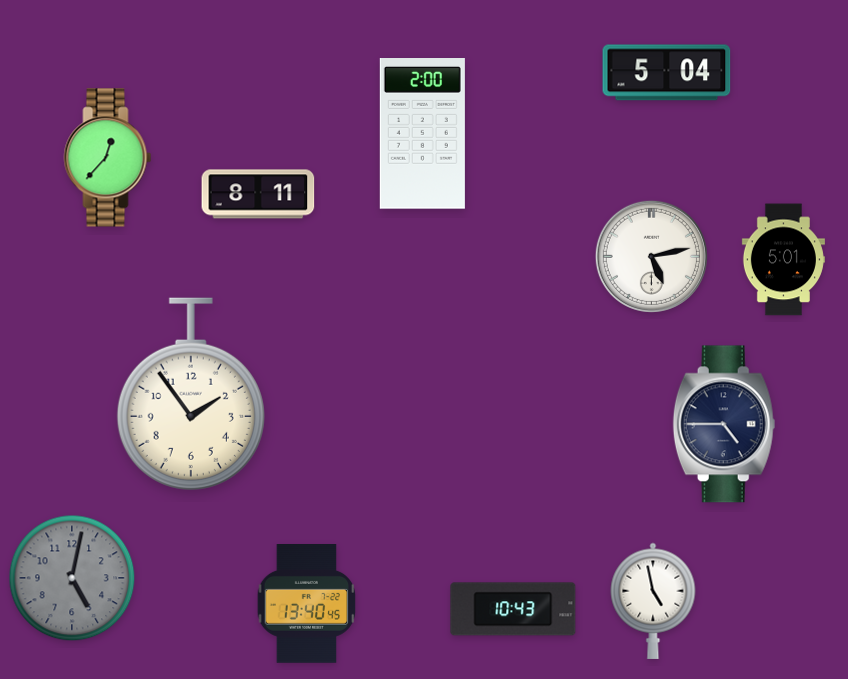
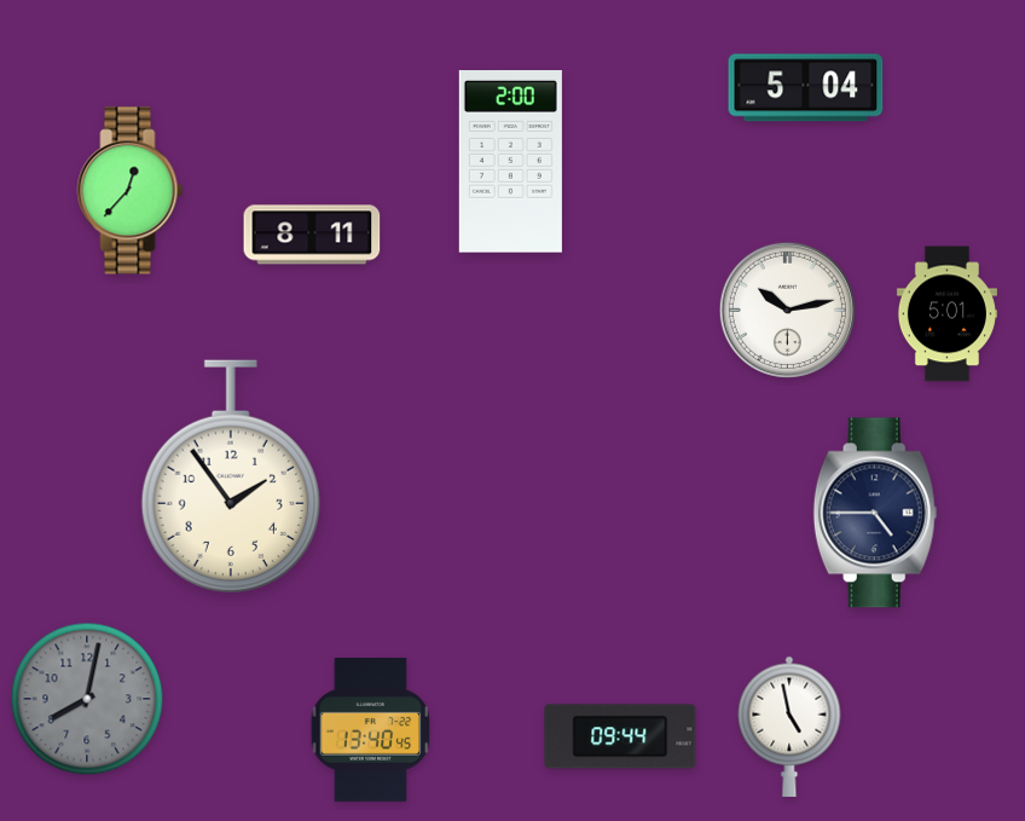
clock at (651, 256): 5:13 -> 10:13
clock at (72, 578): 5:02 -> 8:02
clock at (513, 609): 10:43 -> 09:44
